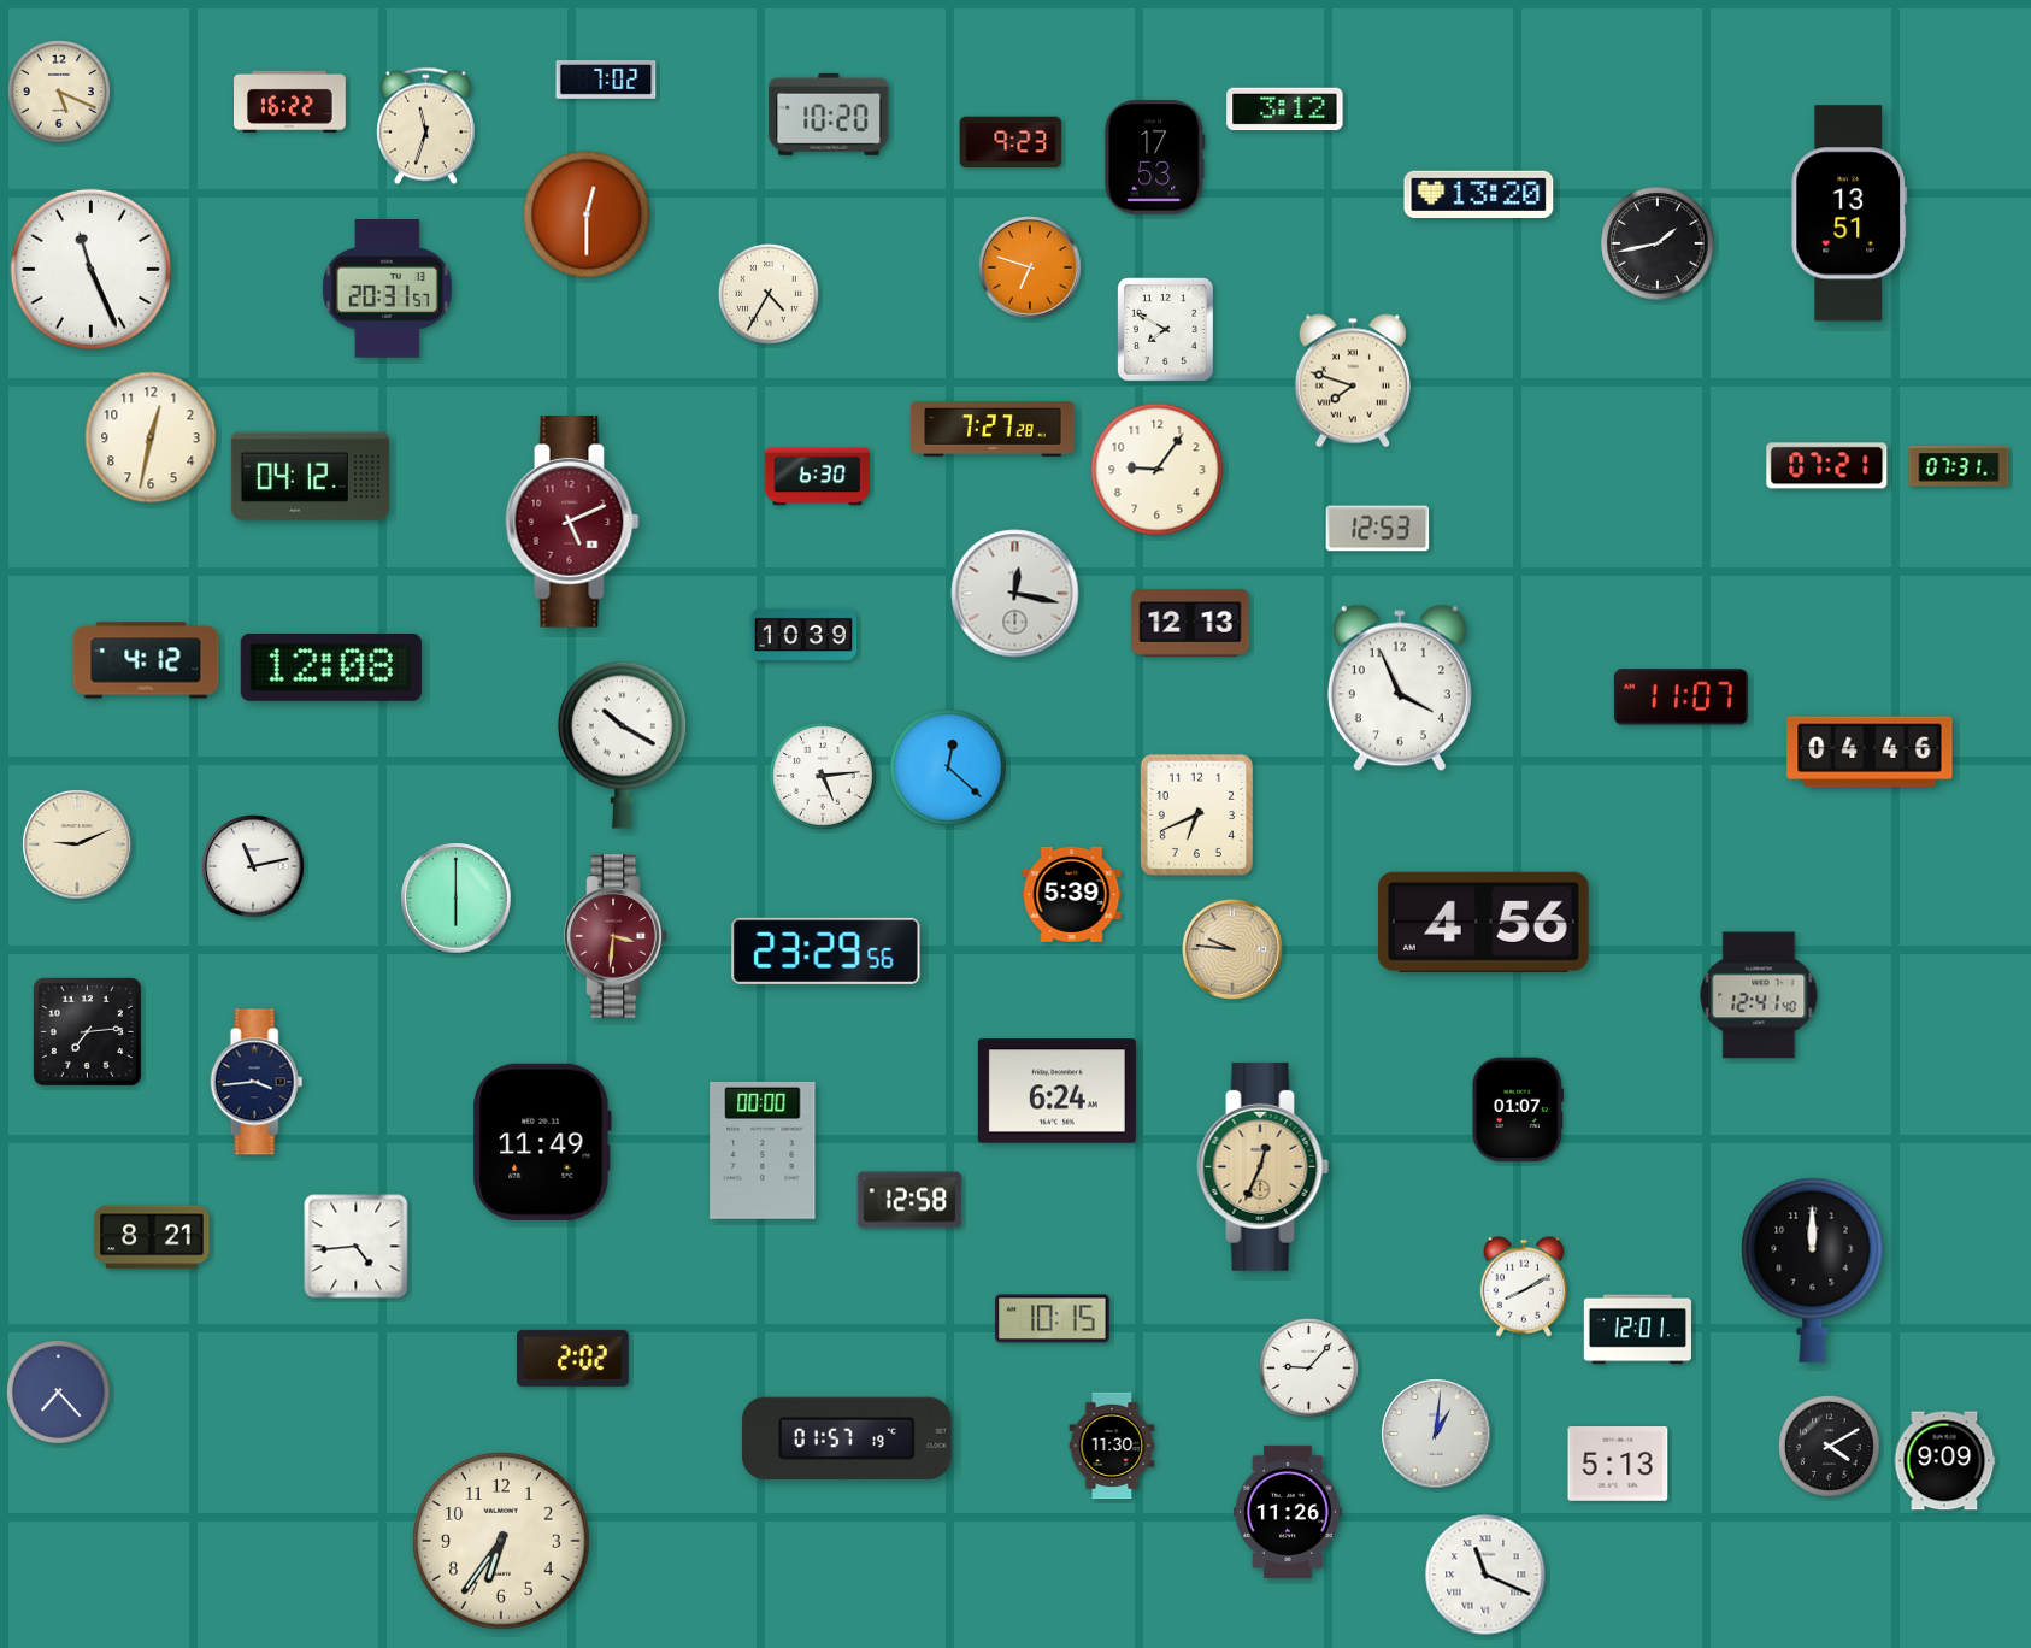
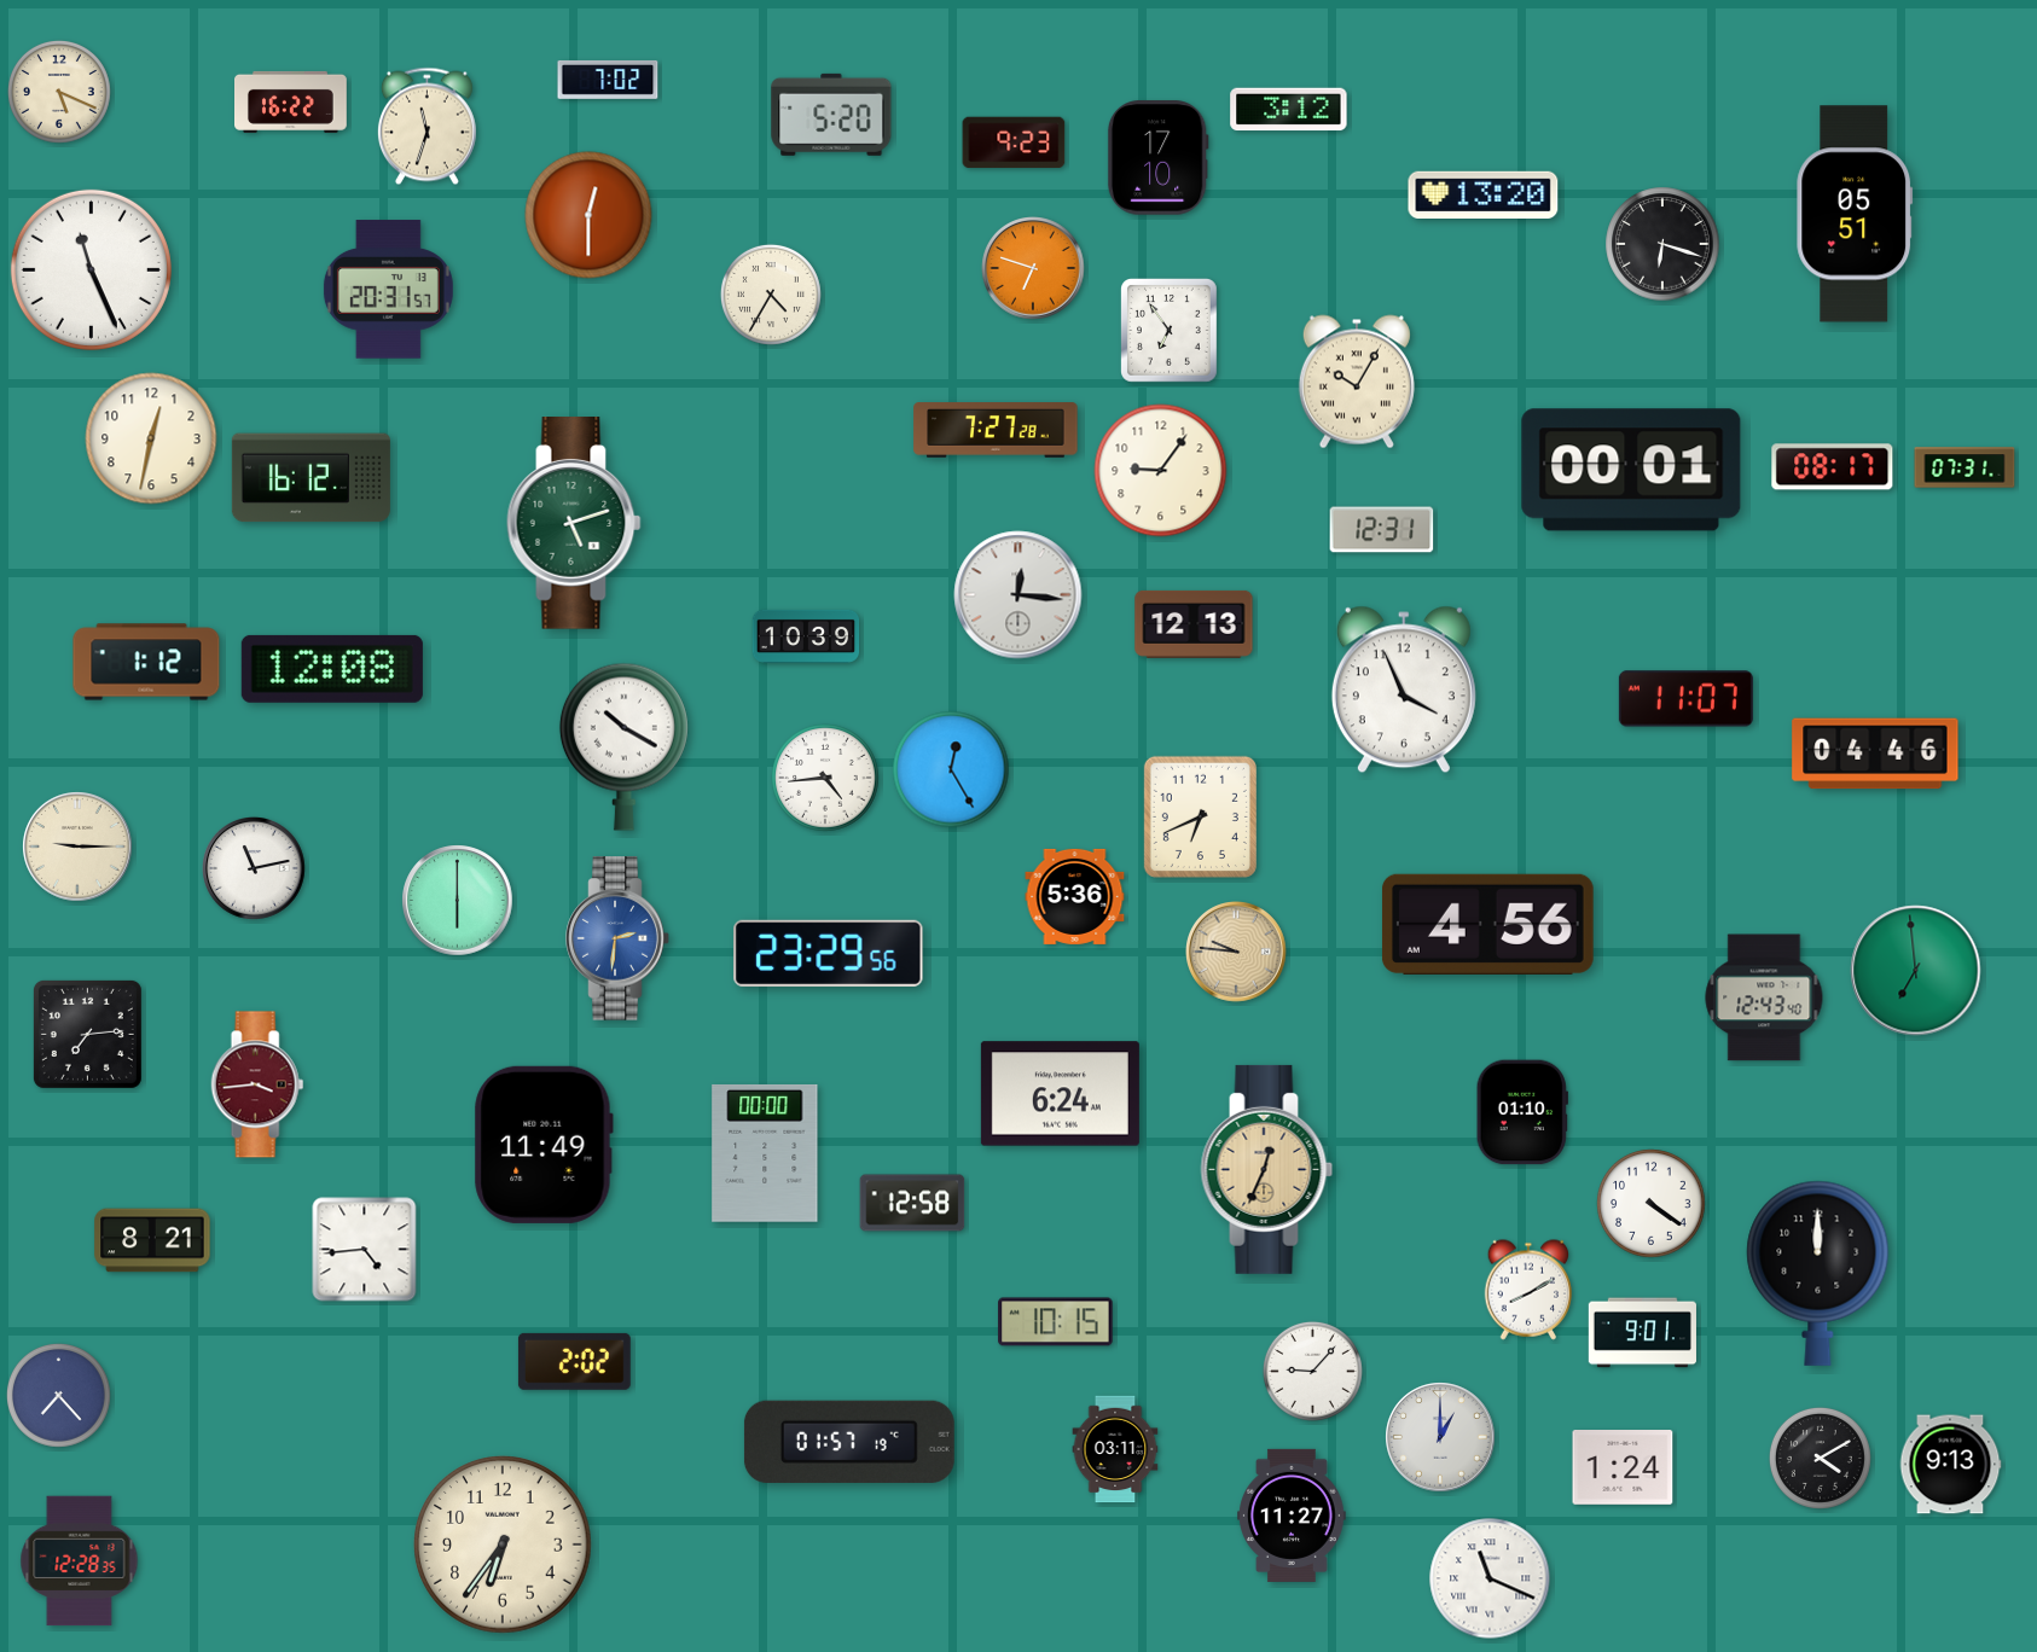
clock at (829, 114): 10:20 -> 5:20
clock at (1154, 158): 17:53 -> 17:10
clock at (1849, 213): 13:51 -> 05:51
clock at (1658, 243): 1:43 -> 6:18
clock at (1166, 330): 7:50 -> 6:54
clock at (1353, 381): 7:48 -> 10:05
clock at (1827, 466): 07:21 -> 08:17
clock at (1631, 470): none -> 00:01
clock at (310, 477): 04:12 -> 16:12
clock at (818, 477): 6:30 -> none
clock at (572, 522): 5:11 -> 5:12
clock at (572, 522) dial: burgundy -> green
clock at (1378, 529): 12:53 -> 12:31
clock at (1015, 594): 12:17 -> 12:16
clock at (146, 660): 4:12 -> 1:12
clock at (948, 767): 12:22 -> 12:25
clock at (823, 776): 5:14 -> 4:44
clock at (77, 844): 9:11 -> 9:15
clock at (1072, 894): 5:39 -> 5:36
clock at (616, 936): 3:31 -> 2:31
clock at (616, 936) dial: burgundy -> blue
clock at (1916, 971): none -> 6:59
clock at (1759, 995): 12:41 -> 12:43
clock at (257, 1082) dial: navy -> burgundy
clock at (1518, 1110): 01:07 -> 01:10
clock at (1652, 1204): none -> 4:21
clock at (357, 1247) position: (357, 1247) -> (365, 1250)
clock at (1637, 1330): 12:01 -> 9:01
clock at (1436, 1434): 1:01 -> 1:00
clock at (1112, 1446): 11:30 -> 03:11
clock at (1829, 1446) position: (1829, 1446) -> (1820, 1458)
clock at (1944, 1461): 9:09 -> 9:13
clock at (1618, 1465): 5:13 -> 1:24
clock at (1289, 1512): 11:26 -> 11:27
clock at (80, 1561): none -> 12:28
